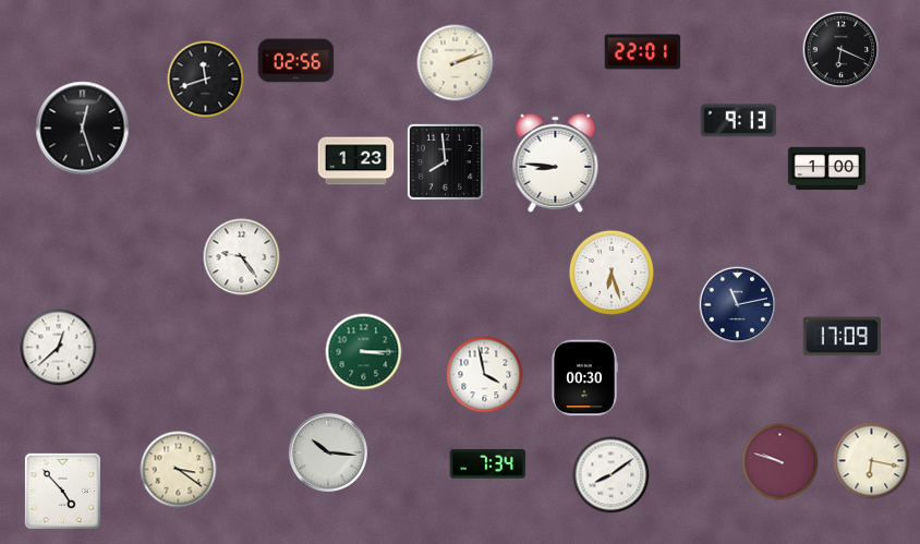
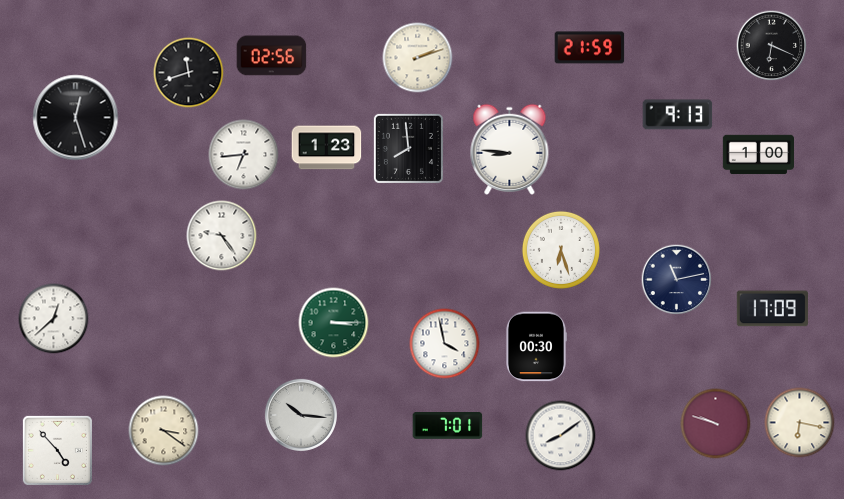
clock at (643, 52): 22:01 -> 21:59
clock at (739, 121) position: (739, 121) -> (678, 115)
clock at (244, 155): none -> 6:44
clock at (488, 464): 7:34 -> 7:01
